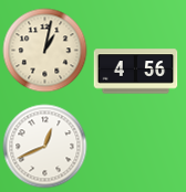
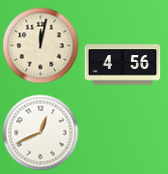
clock at (45, 51): 1:02 -> 12:02
